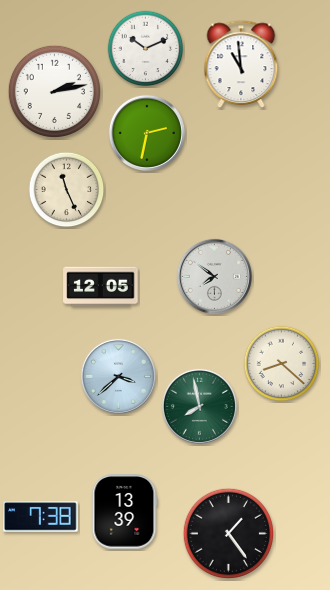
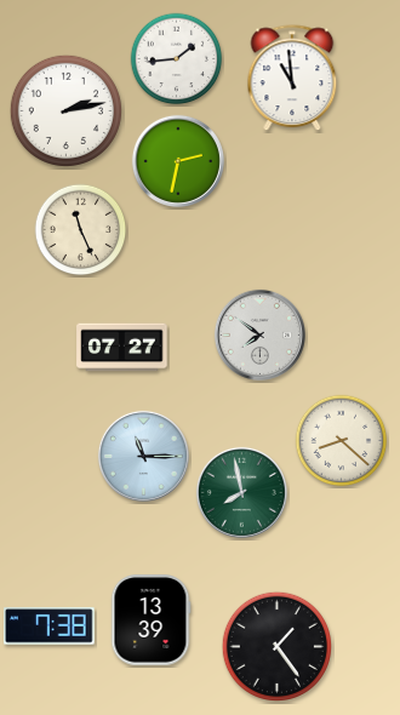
clock at (146, 49): 10:11 -> 1:44
clock at (101, 287): 12:05 -> 07:27
clock at (118, 376): 3:38 -> 11:15
